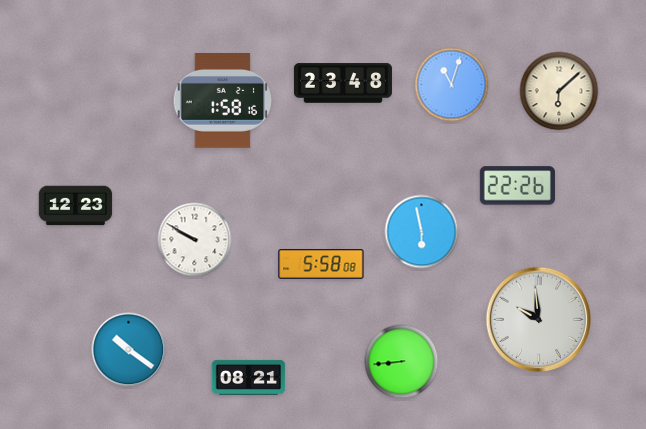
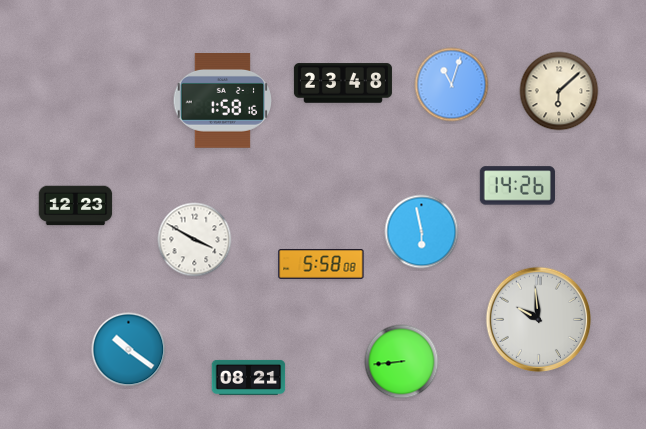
clock at (517, 186): 22:26 -> 14:26
clock at (195, 240): 9:50 -> 3:50
